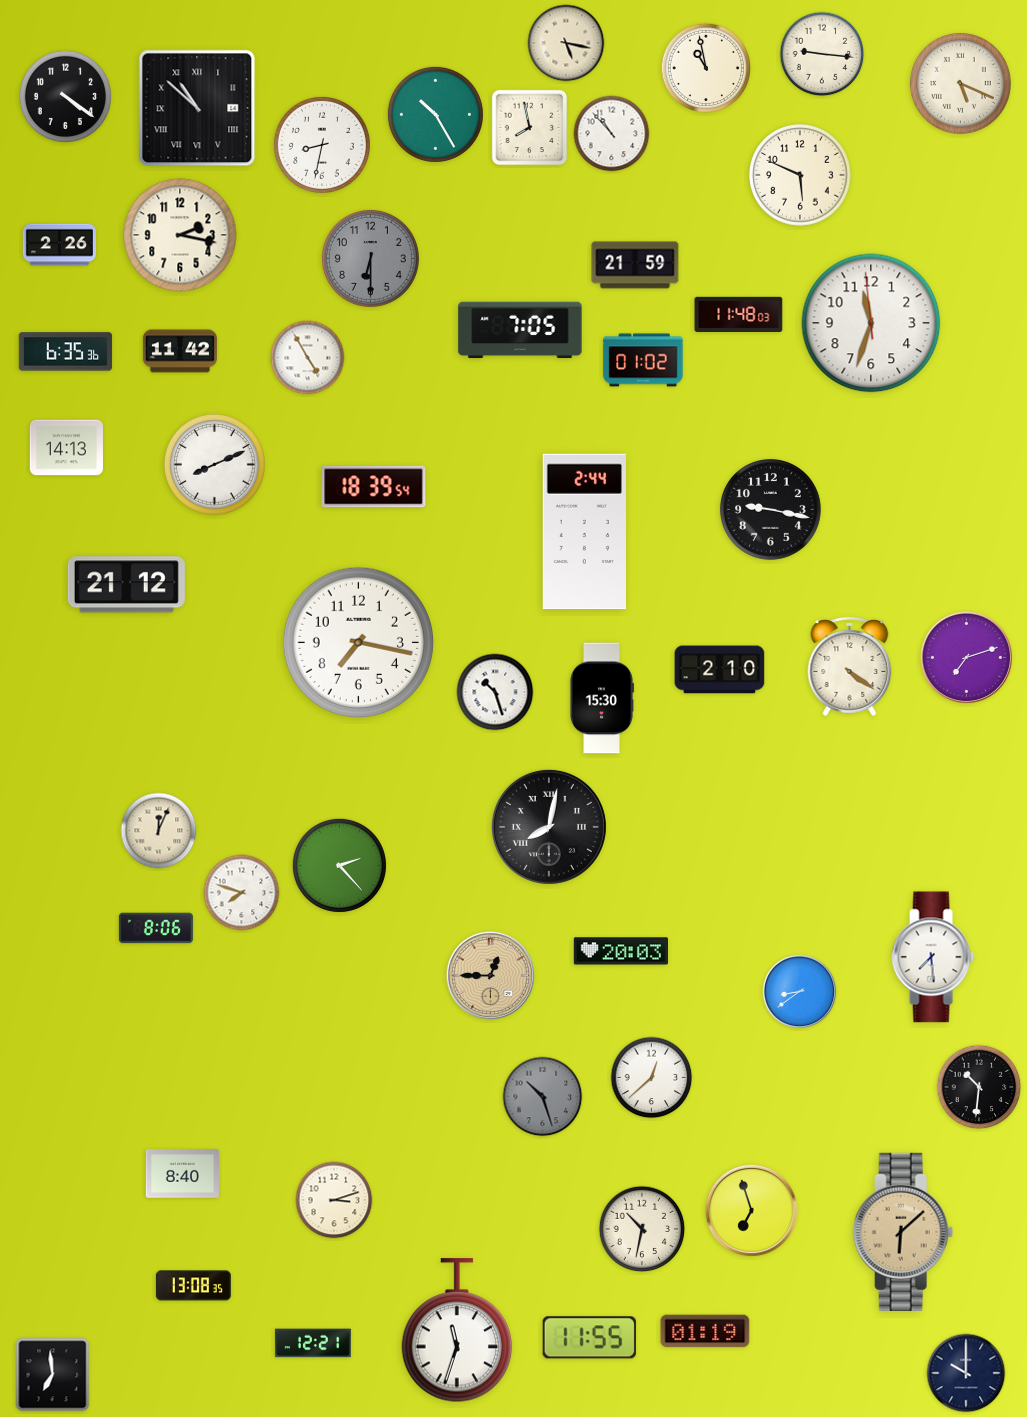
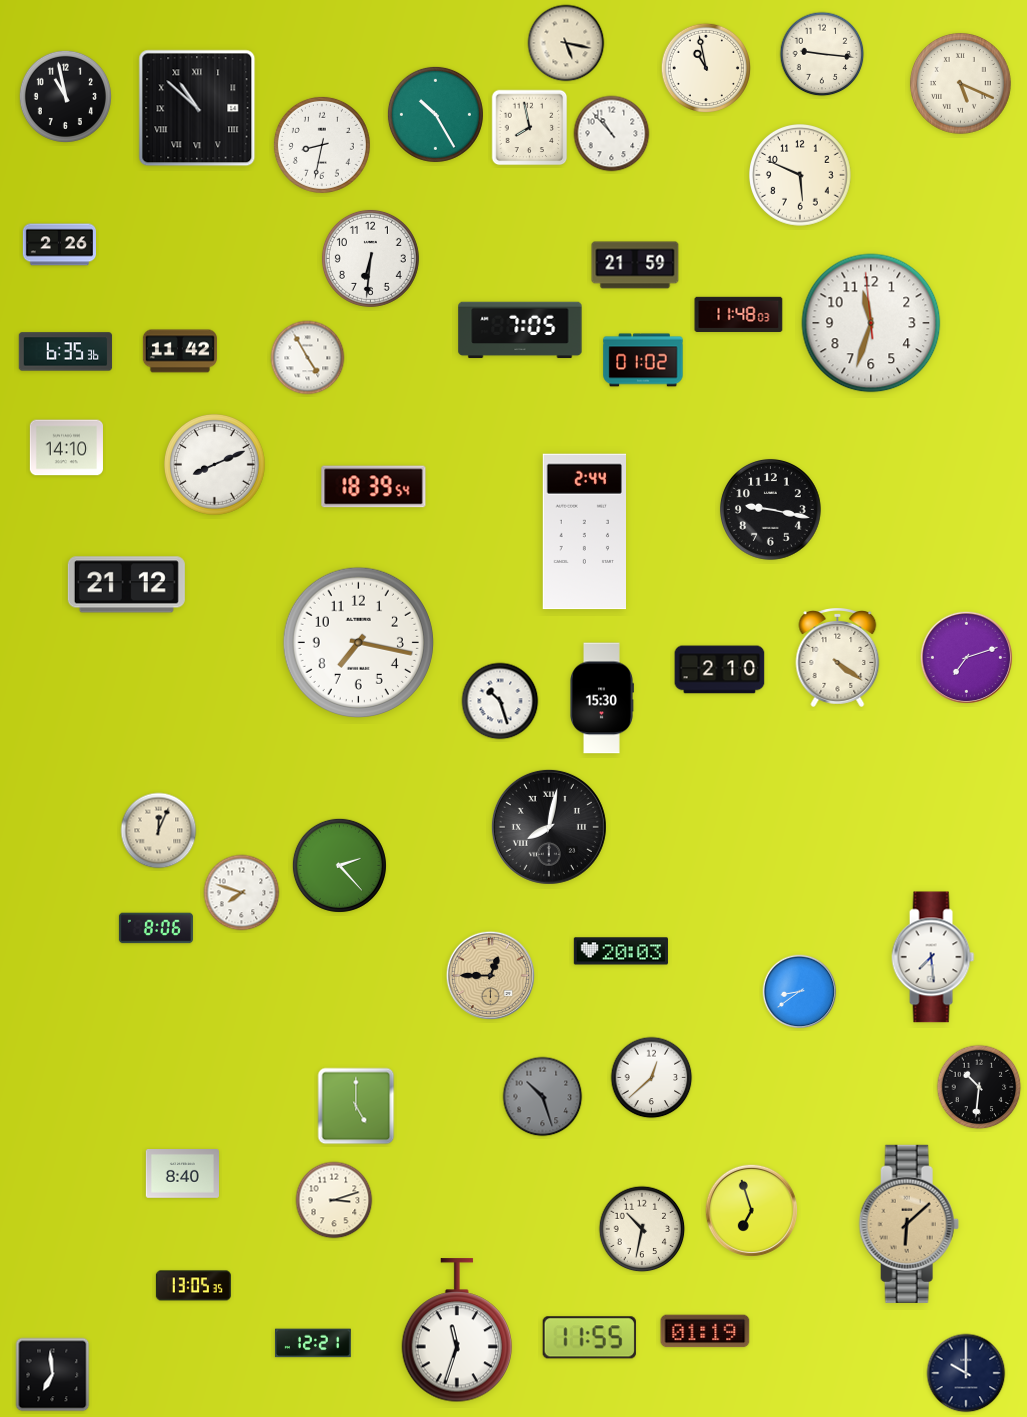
clock at (65, 96): 4:21 -> 10:58
clock at (180, 235): 2:17 -> none
clock at (370, 258): 6:30 -> 6:31
clock at (370, 258) dial: grey -> white
clock at (66, 448): 14:13 -> 14:10
clock at (850, 666) position: (850, 666) -> (838, 657)
clock at (495, 692) position: (495, 692) -> (500, 701)
clock at (356, 1106): none -> 5:00
clock at (903, 1232) position: (903, 1232) -> (909, 1224)
clock at (193, 1286): 13:08 -> 13:05
